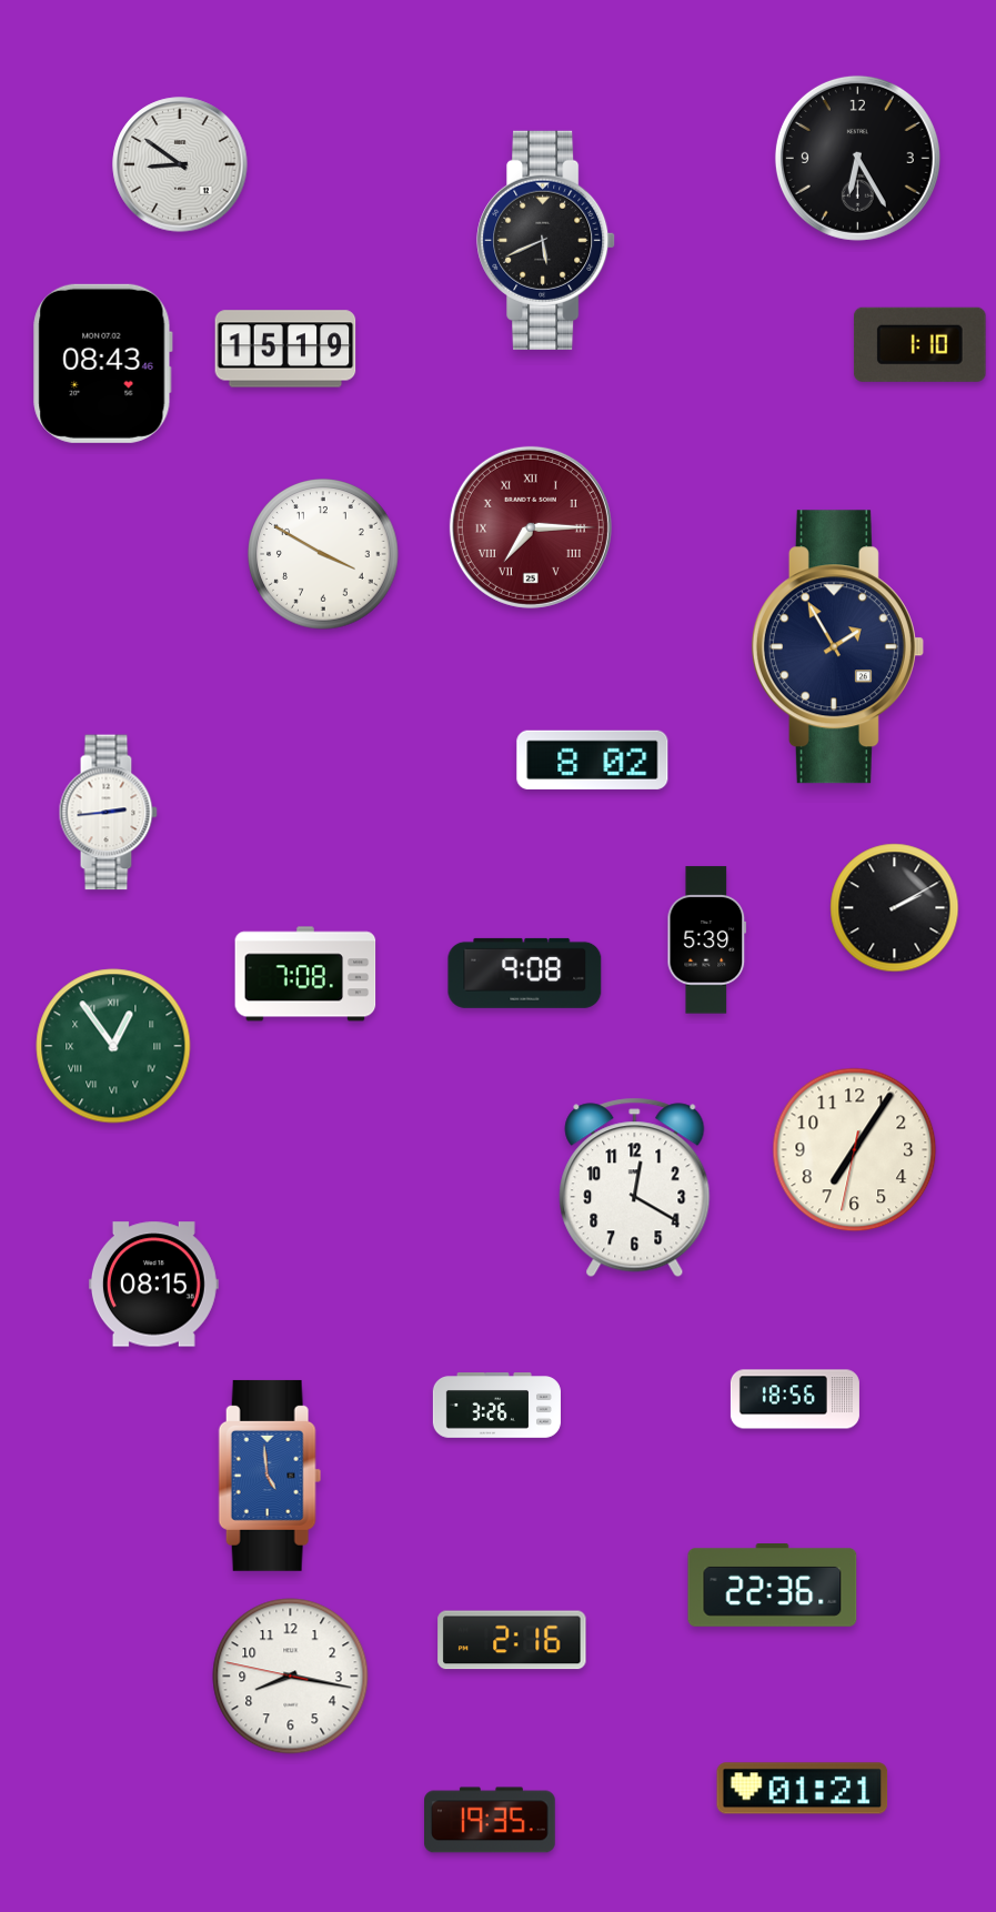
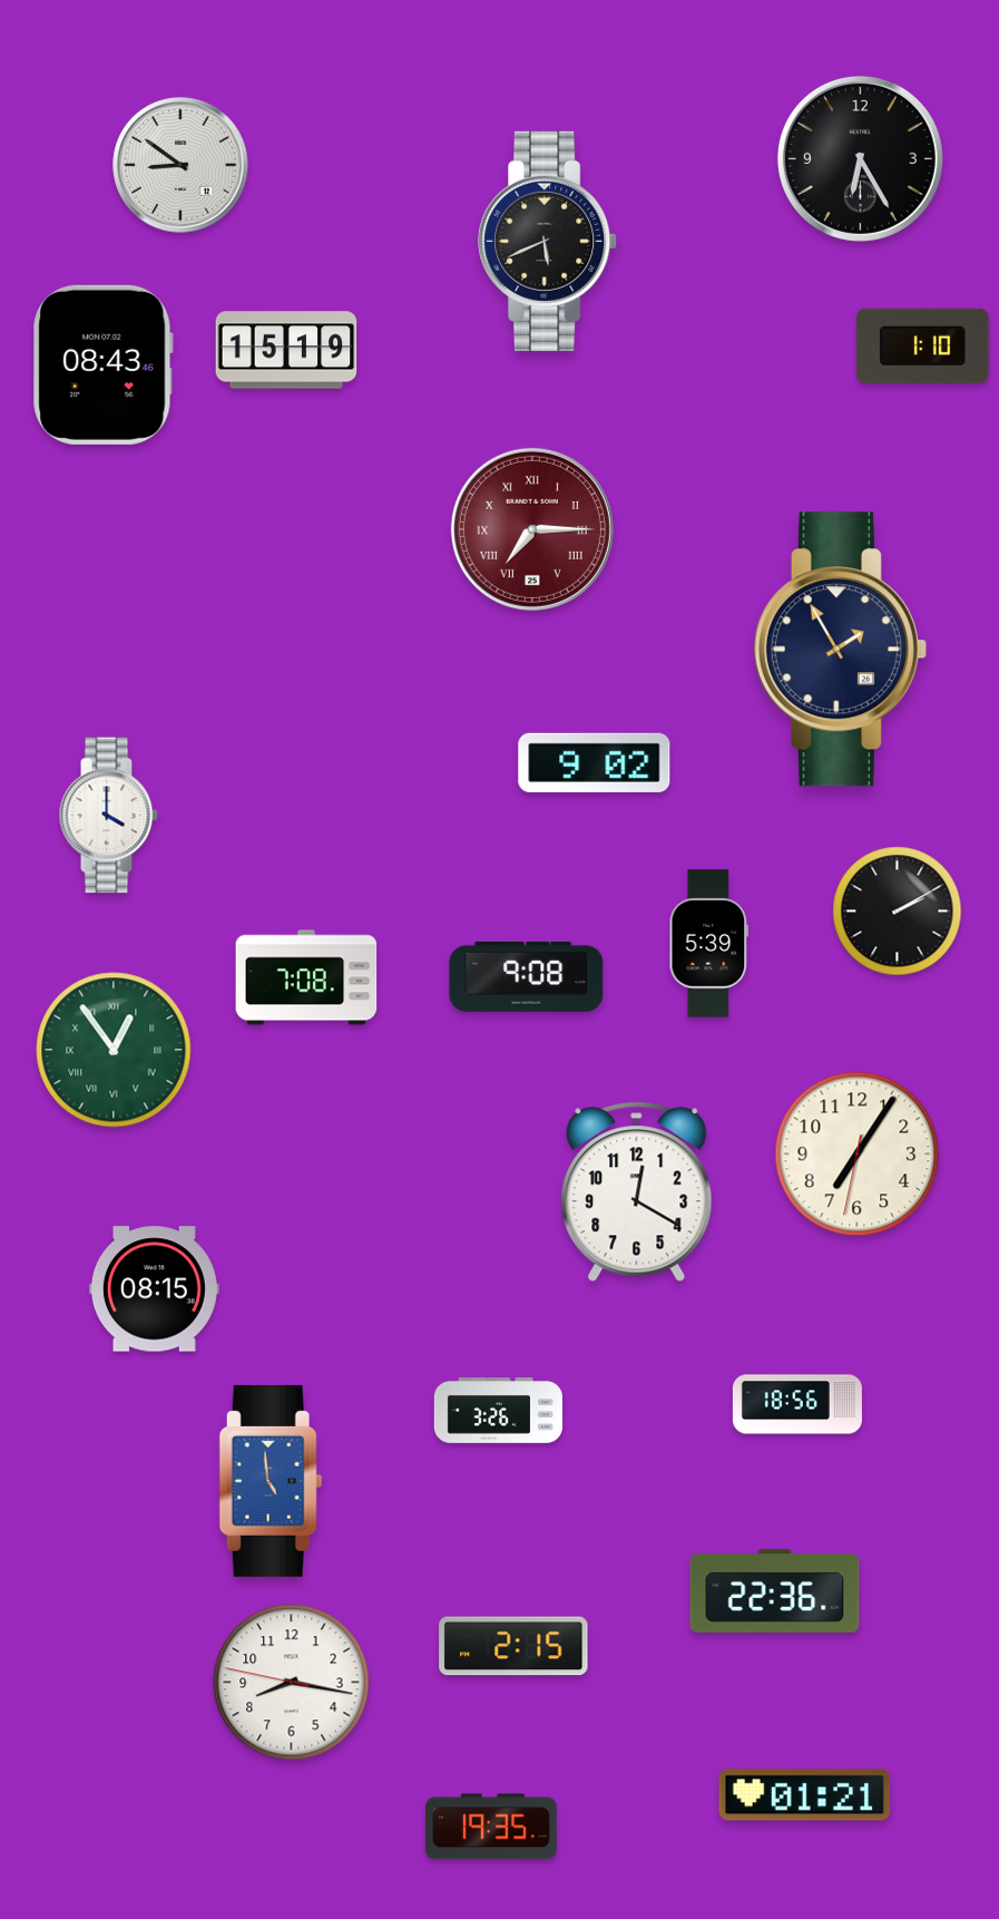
clock at (323, 554): 3:50 -> none
clock at (593, 759): 8:02 -> 9:02
clock at (108, 813): 2:44 -> 4:00
clock at (512, 1640): 2:16 -> 2:15
